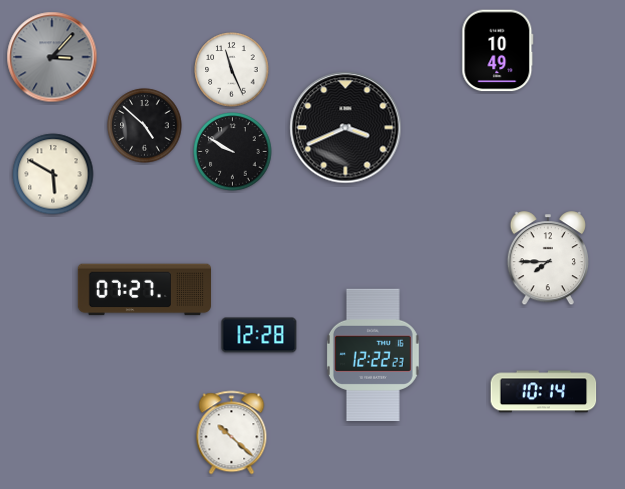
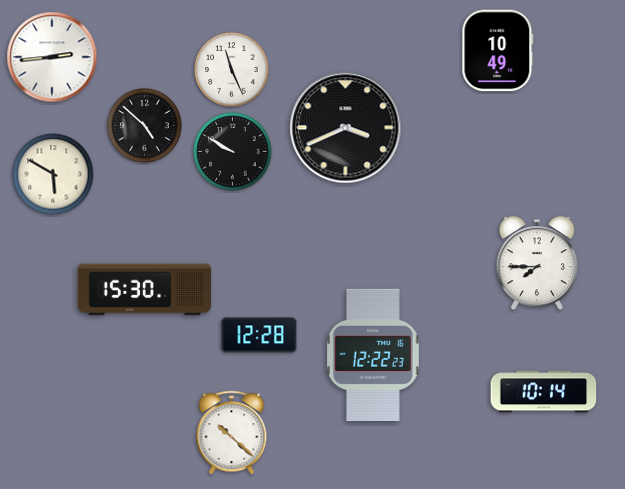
clock at (52, 57): 3:07 -> 2:44
clock at (52, 57) dial: grey -> white
clock at (547, 259) position: (547, 259) -> (536, 264)
clock at (144, 290): 07:27 -> 15:30
